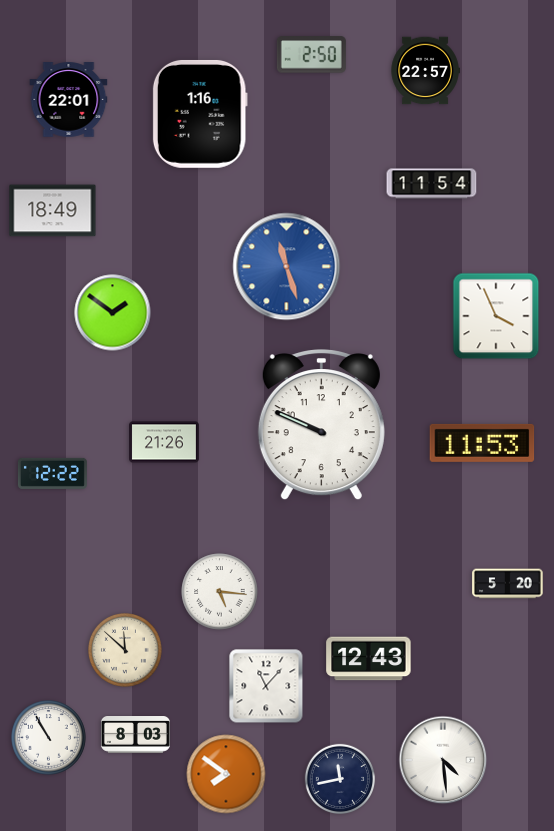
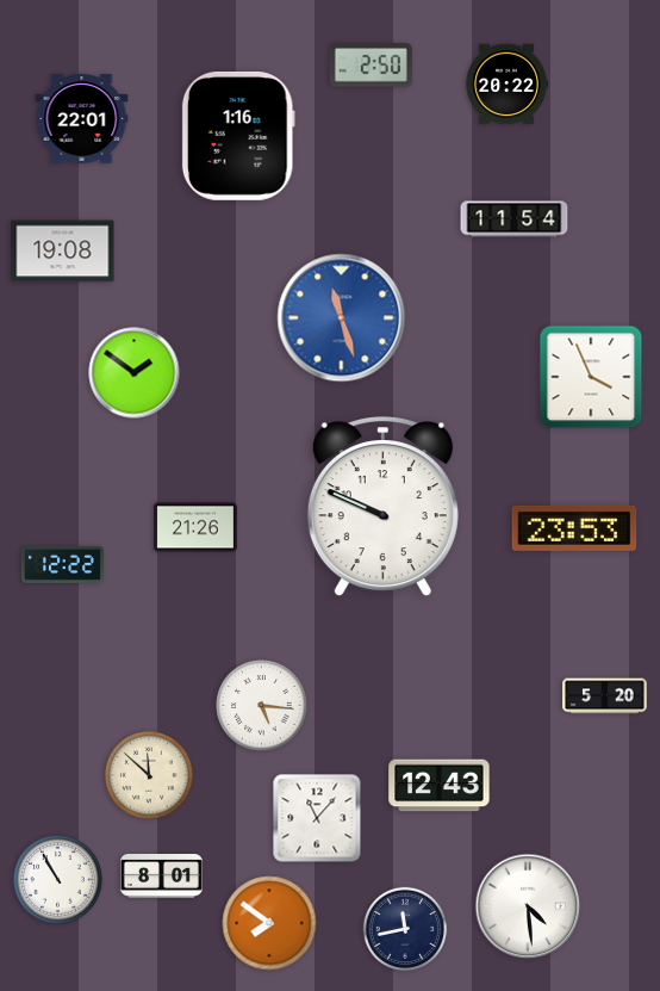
clock at (425, 71): 22:57 -> 20:22
clock at (53, 211): 18:49 -> 19:08
clock at (482, 443): 11:53 -> 23:53
clock at (135, 735): 8:03 -> 8:01
